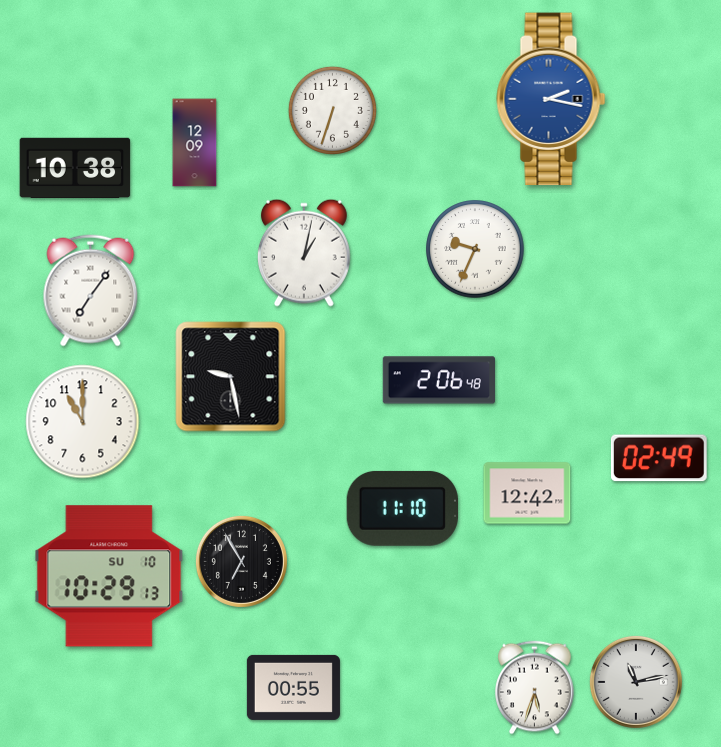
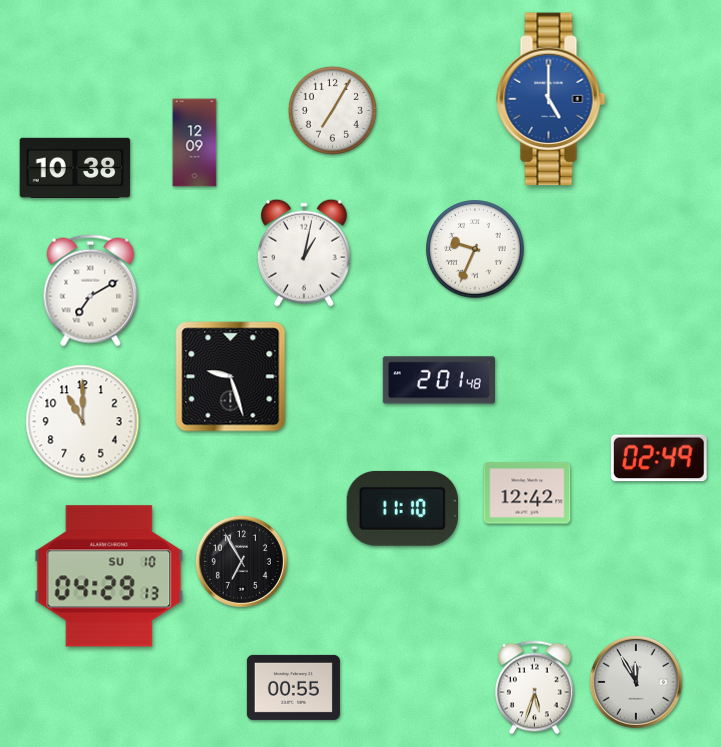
clock at (551, 99): 2:17 -> 5:00
clock at (332, 110): 6:33 -> 7:05
clock at (91, 291): 7:06 -> 7:10
clock at (231, 377): 9:28 -> 9:27
clock at (438, 380): 2:06 -> 2:01
clock at (109, 576): 10:29 -> 04:29
clock at (636, 682): 11:13 -> 11:55
